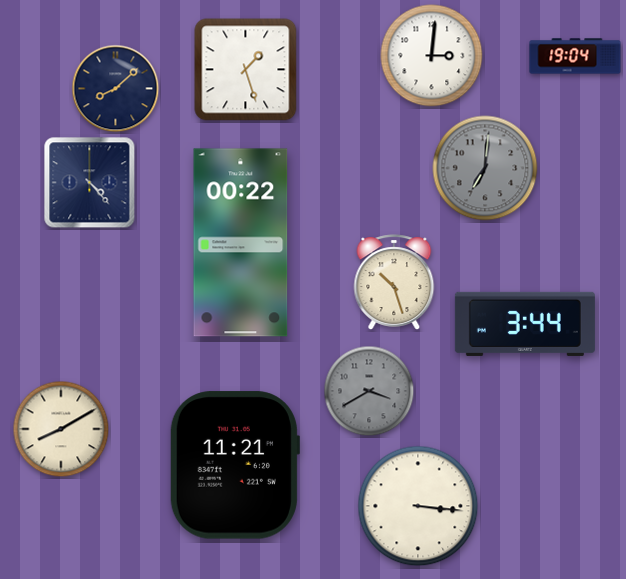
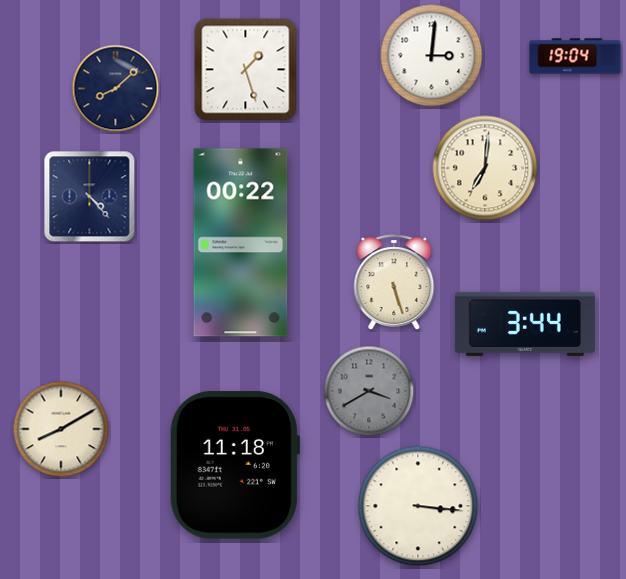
clock at (485, 168) dial: grey -> cream
clock at (90, 183) position: (90, 183) -> (90, 197)
clock at (394, 282): 10:27 -> 5:27
clock at (234, 465): 11:21 -> 11:18
